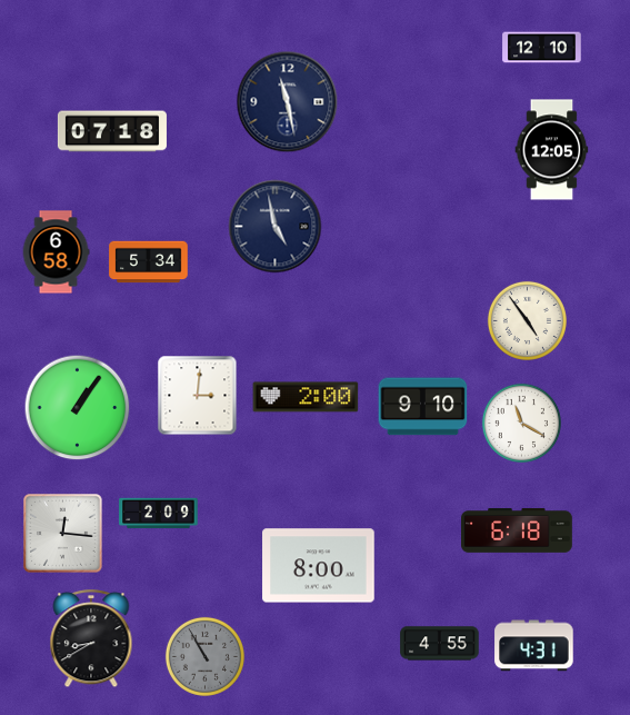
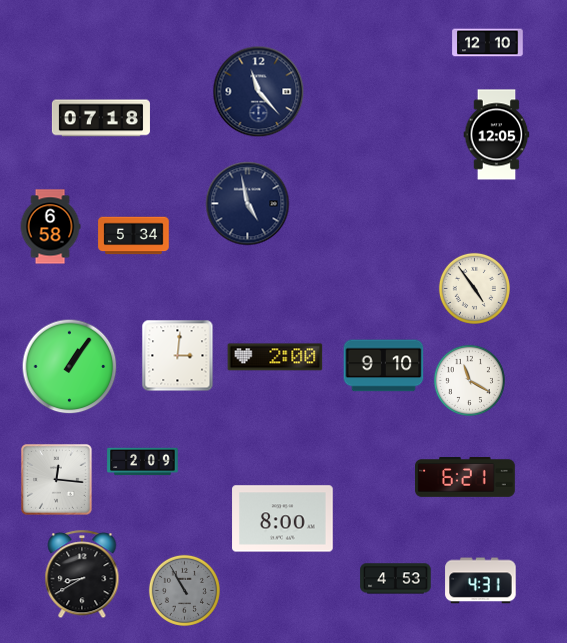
clock at (288, 102): 11:28 -> 11:23
clock at (423, 407) position: (423, 407) -> (384, 366)
clock at (518, 532): 6:18 -> 6:21
clock at (319, 566) position: (319, 566) -> (283, 519)
clock at (440, 644): 4:55 -> 4:53
